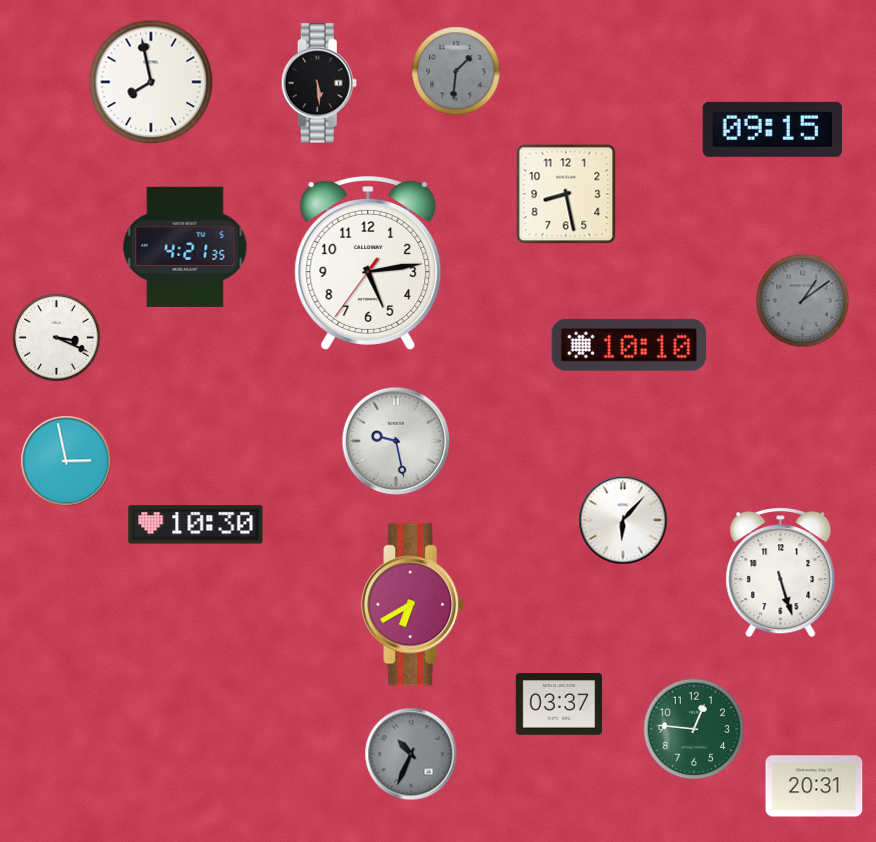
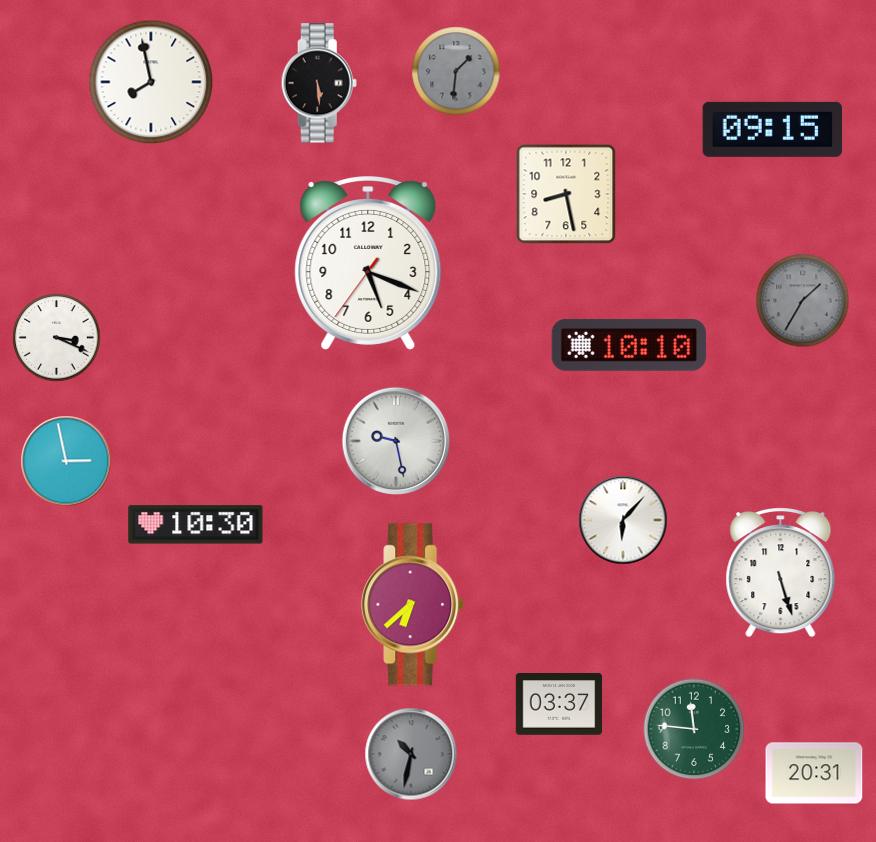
clock at (185, 247): 4:21 -> none
clock at (368, 263): 5:13 -> 5:18
clock at (803, 301): 1:09 -> 1:35
clock at (413, 605): 6:40 -> 6:38
clock at (694, 729): 12:46 -> 11:46
clock at (411, 754): 10:34 -> 10:32
clock at (814, 786) position: (814, 786) -> (814, 773)
